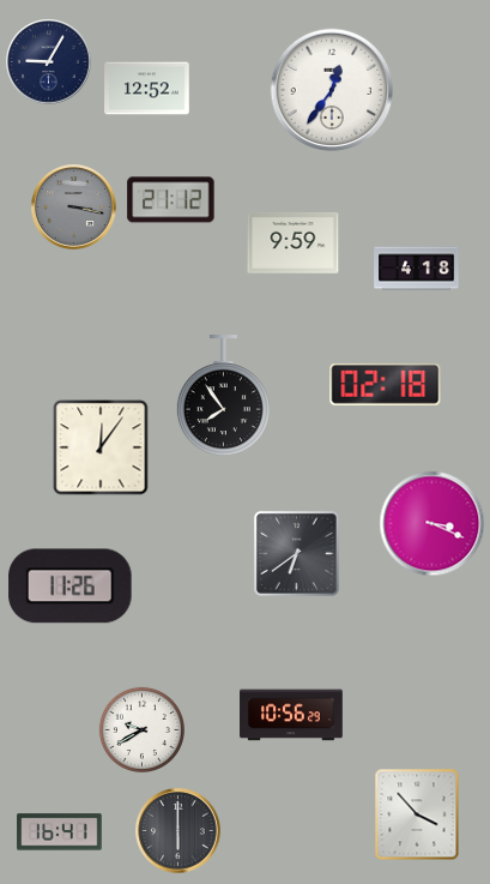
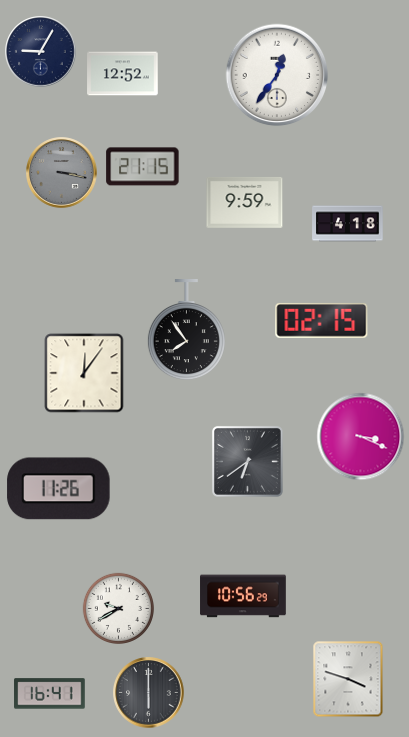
clock at (171, 200): 21:12 -> 21:15
clock at (386, 384): 02:18 -> 02:15
clock at (417, 814): 3:53 -> 3:48
